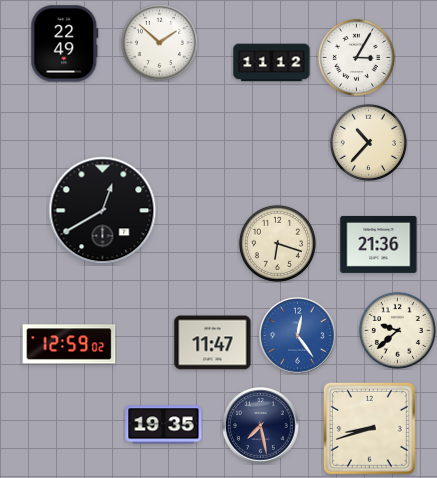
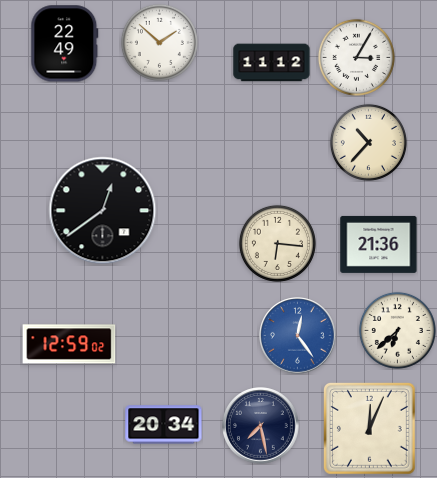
clock at (103, 211): 12:40 -> 12:39
clock at (277, 243): 6:18 -> 6:16
clock at (397, 330): 9:38 -> 6:38
clock at (213, 343): 11:47 -> none
clock at (164, 425): 19:35 -> 20:34
clock at (369, 428): 8:42 -> 12:04
